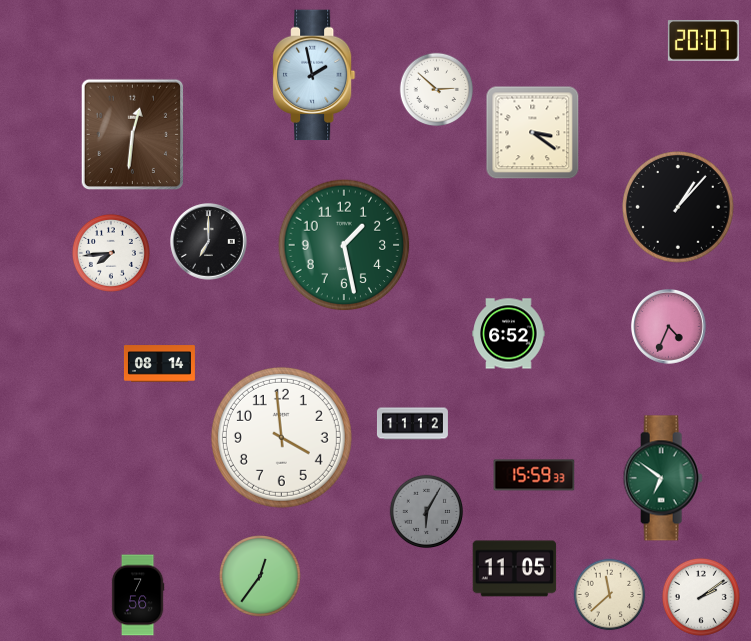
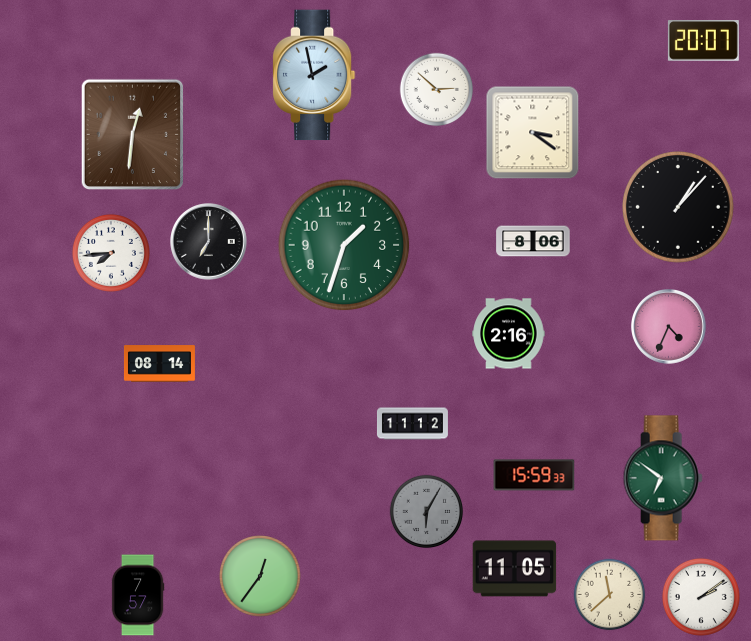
clock at (533, 241): none -> 8:06
clock at (344, 245): 1:28 -> 1:33
clock at (509, 334): 6:52 -> 2:16
clock at (281, 437): 3:59 -> none
clock at (138, 595): 7:56 -> 7:57
